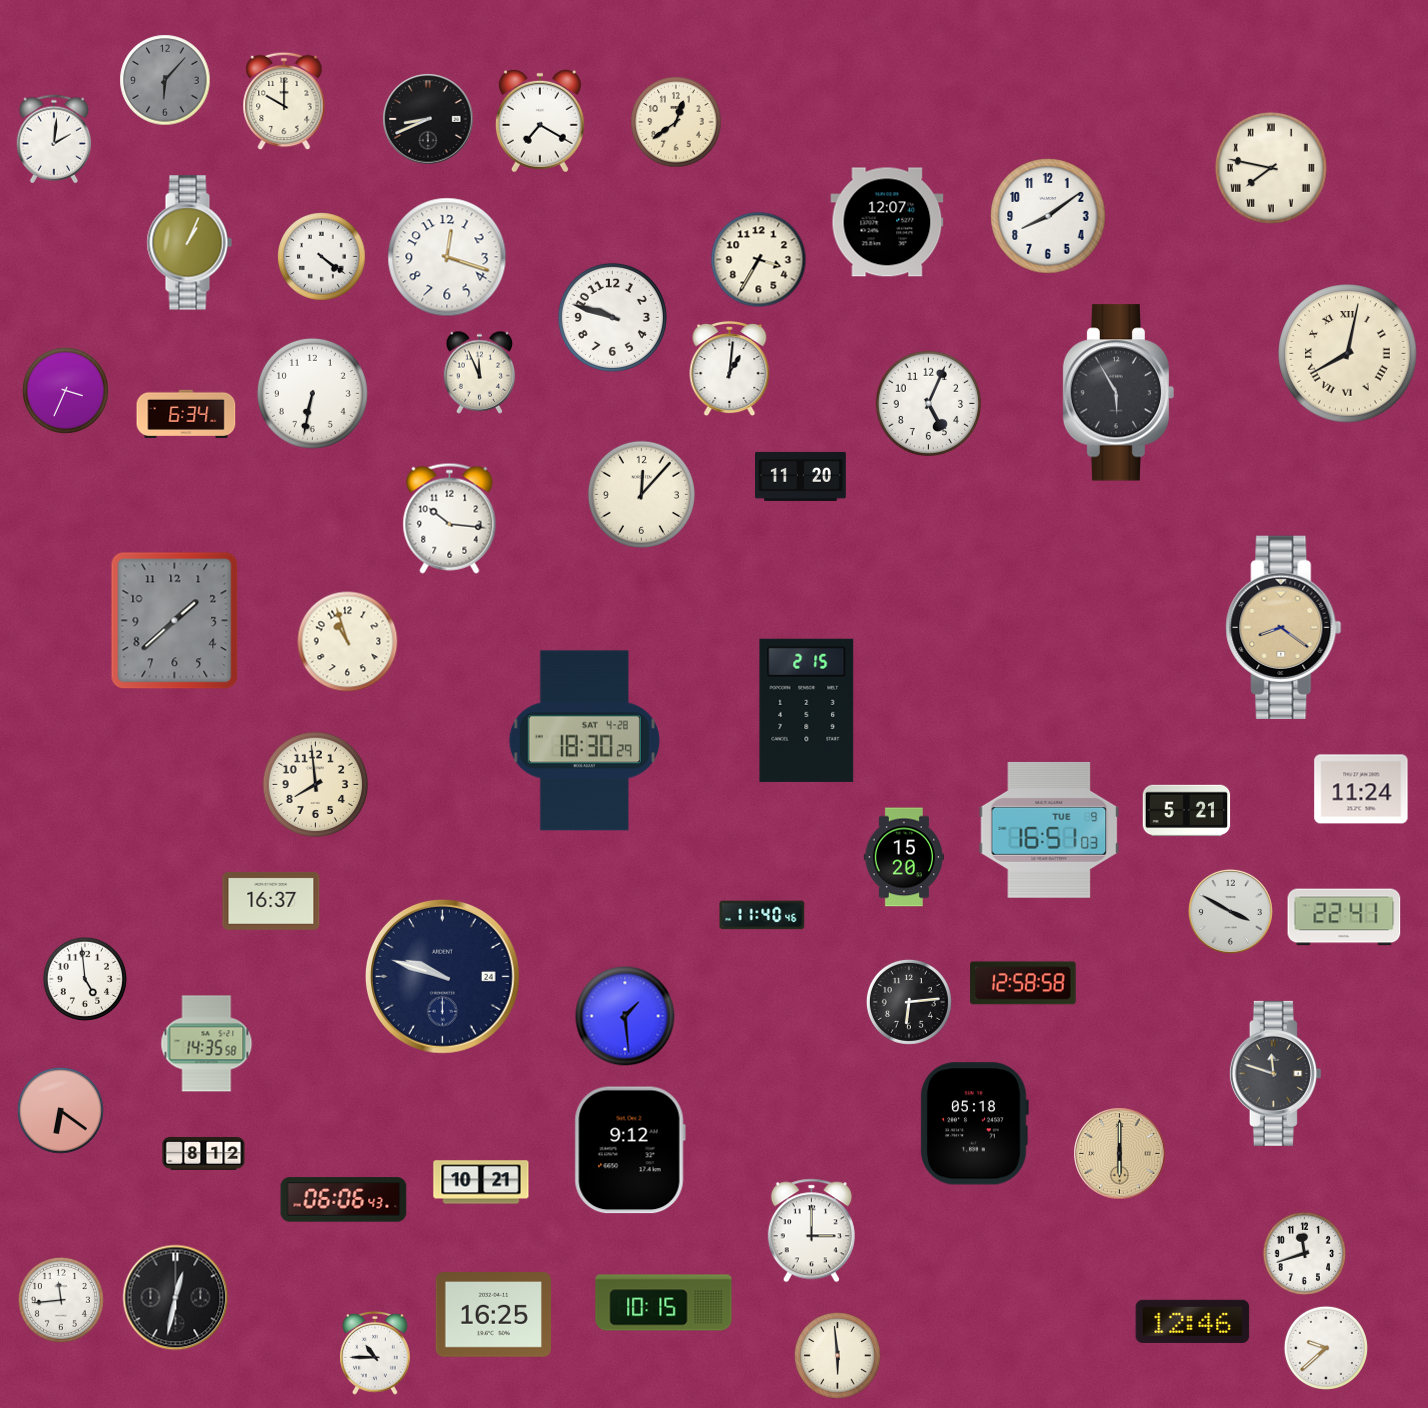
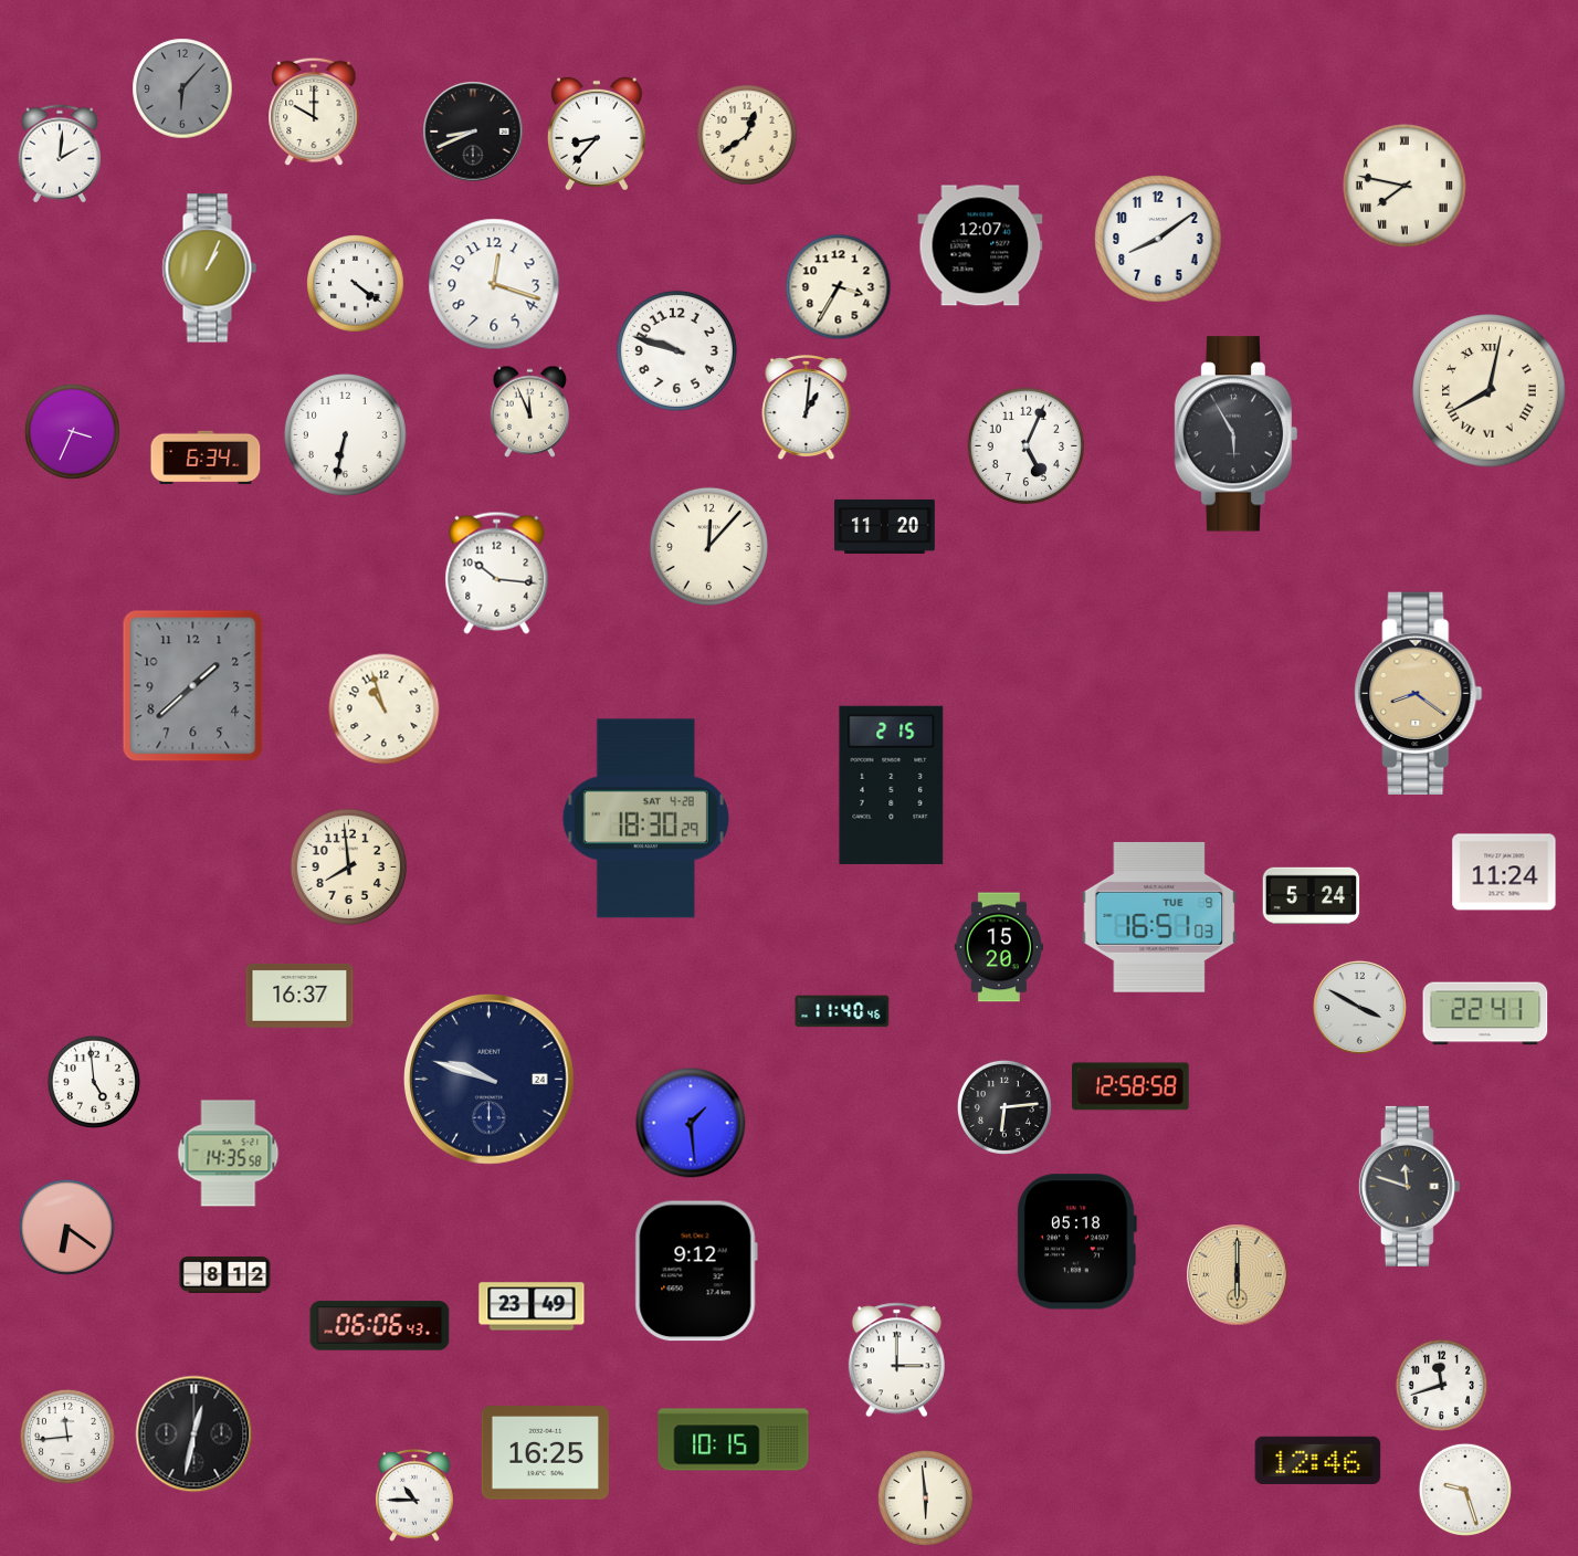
clock at (540, 121): 7:20 -> 8:37
clock at (1187, 811): 5:21 -> 5:24
clock at (481, 1182): 10:21 -> 23:49
clock at (1326, 1348): 9:38 -> 9:27
